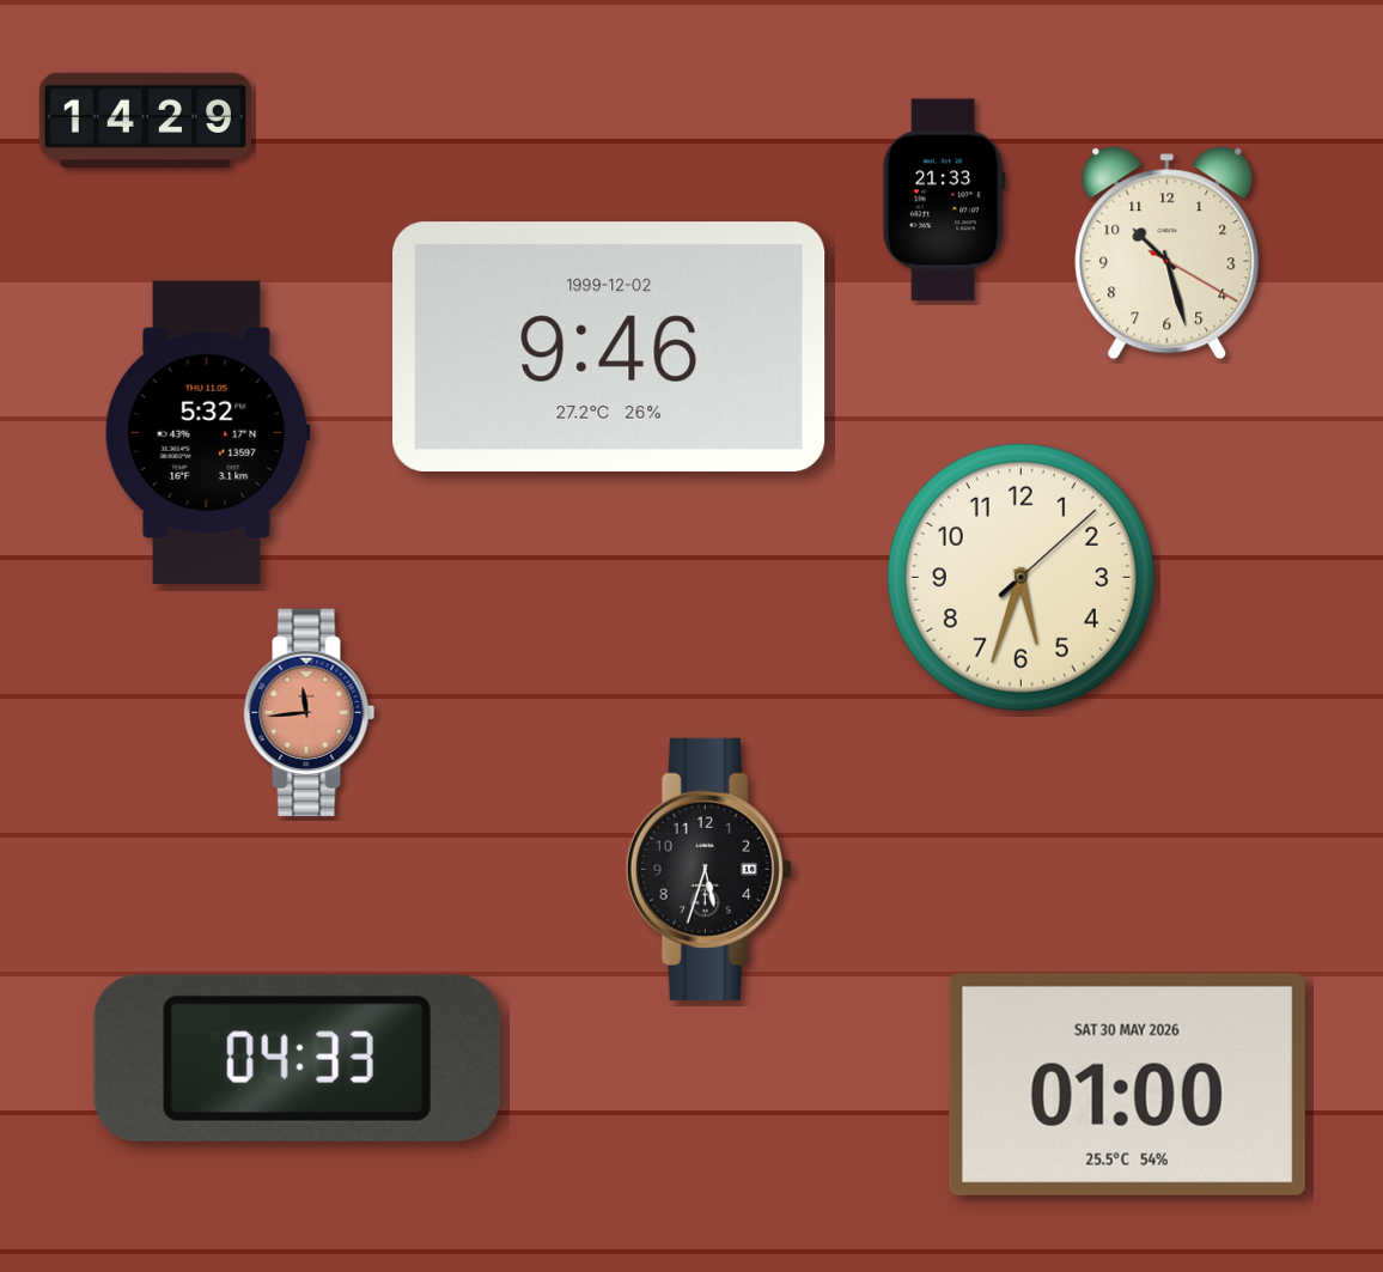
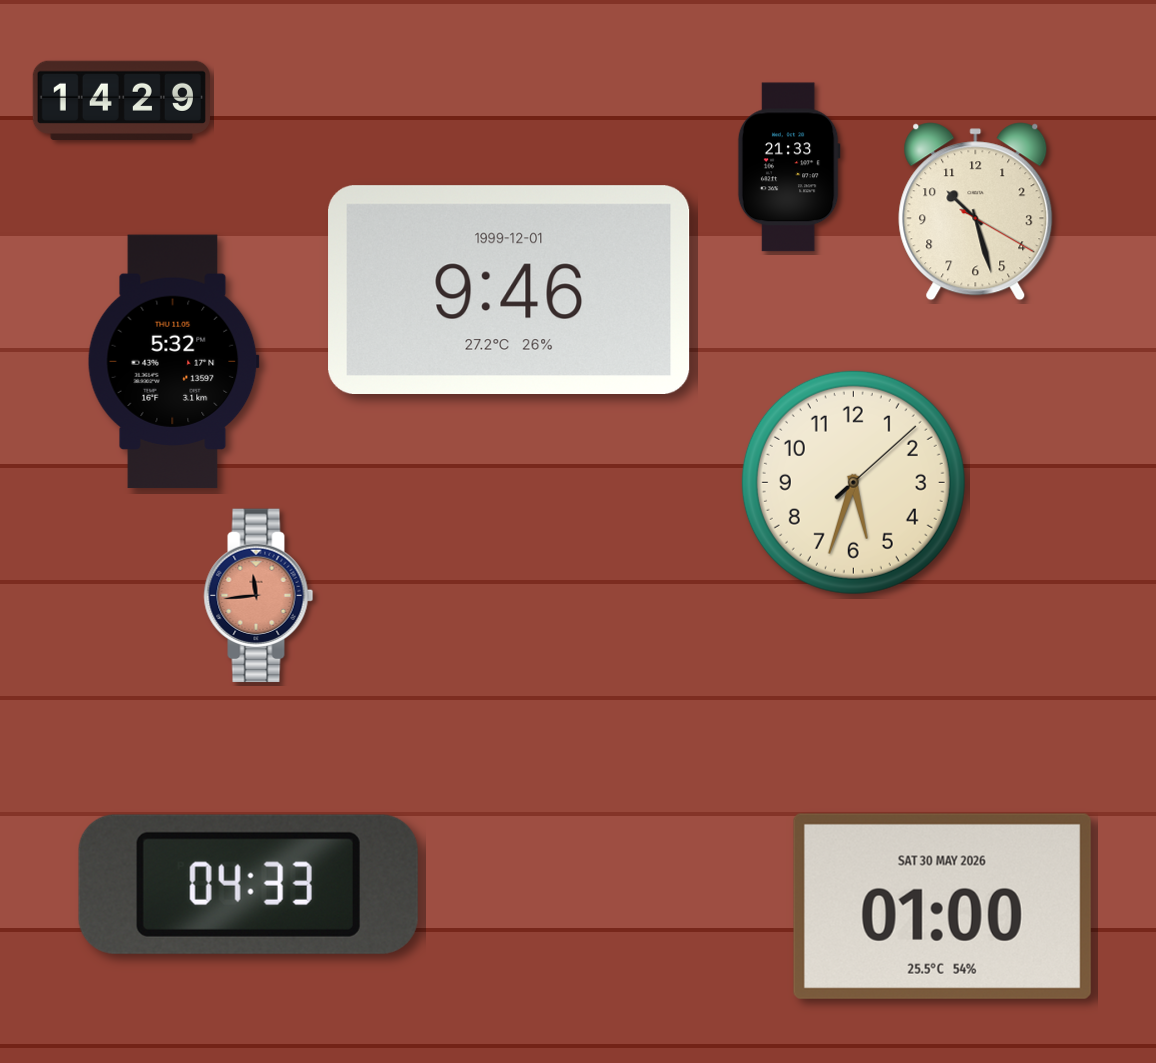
clock at (609, 346) date: 1999-12-02 -> 1999-12-01
clock at (708, 869): 5:33 -> none
